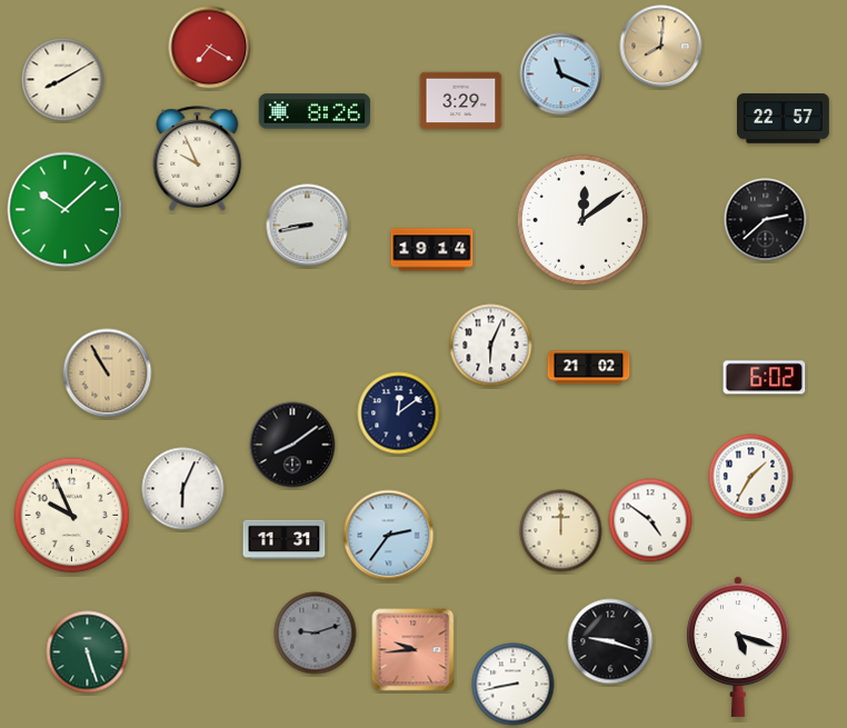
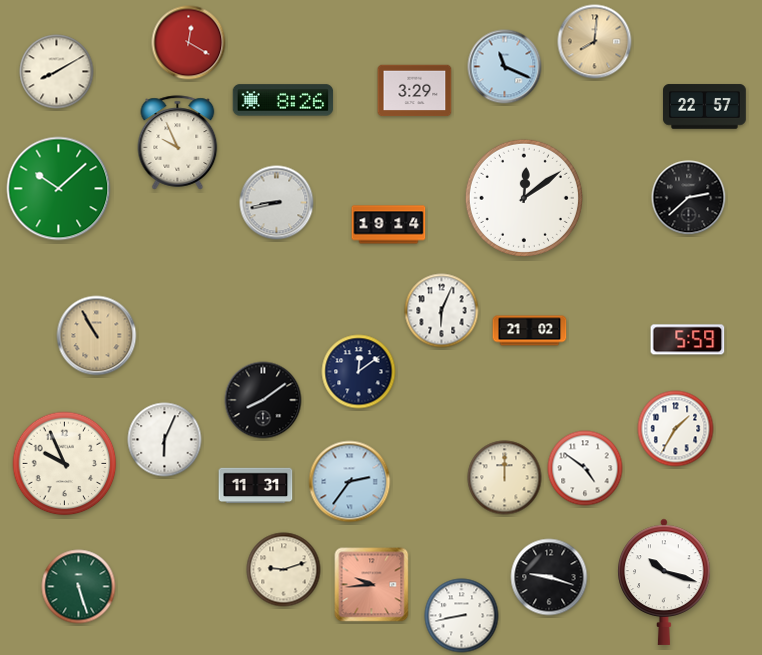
clock at (210, 48): 7:20 -> 12:20
clock at (765, 378): 6:02 -> 5:59
clock at (316, 634) dial: grey -> cream
clock at (738, 647): 5:18 -> 10:18
